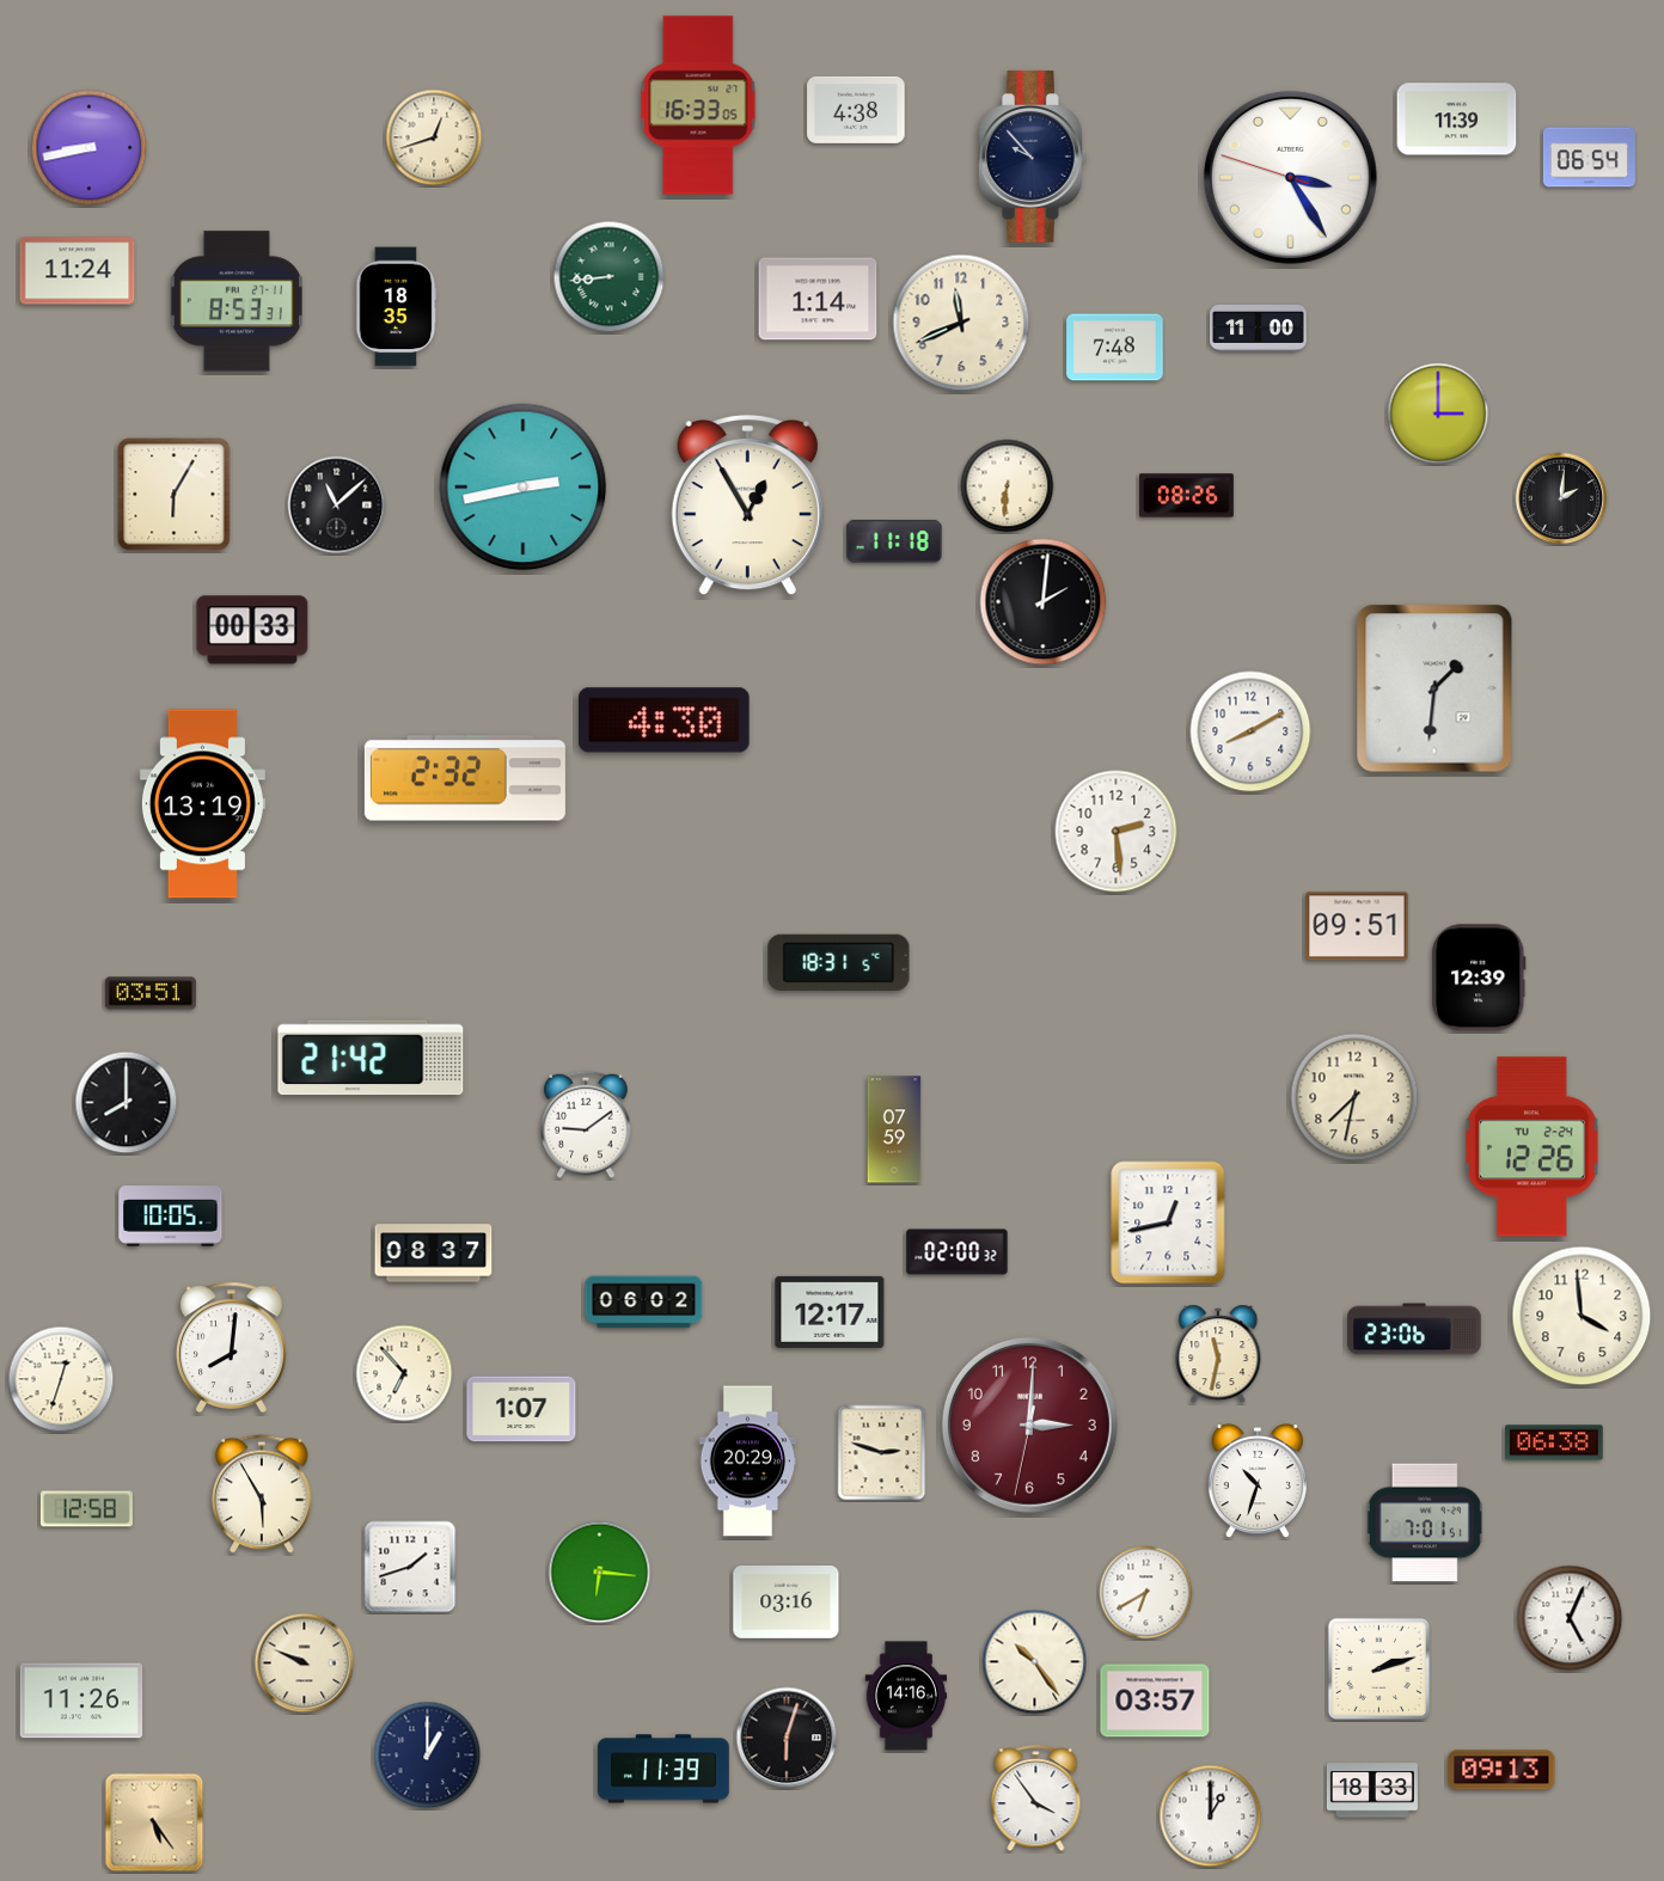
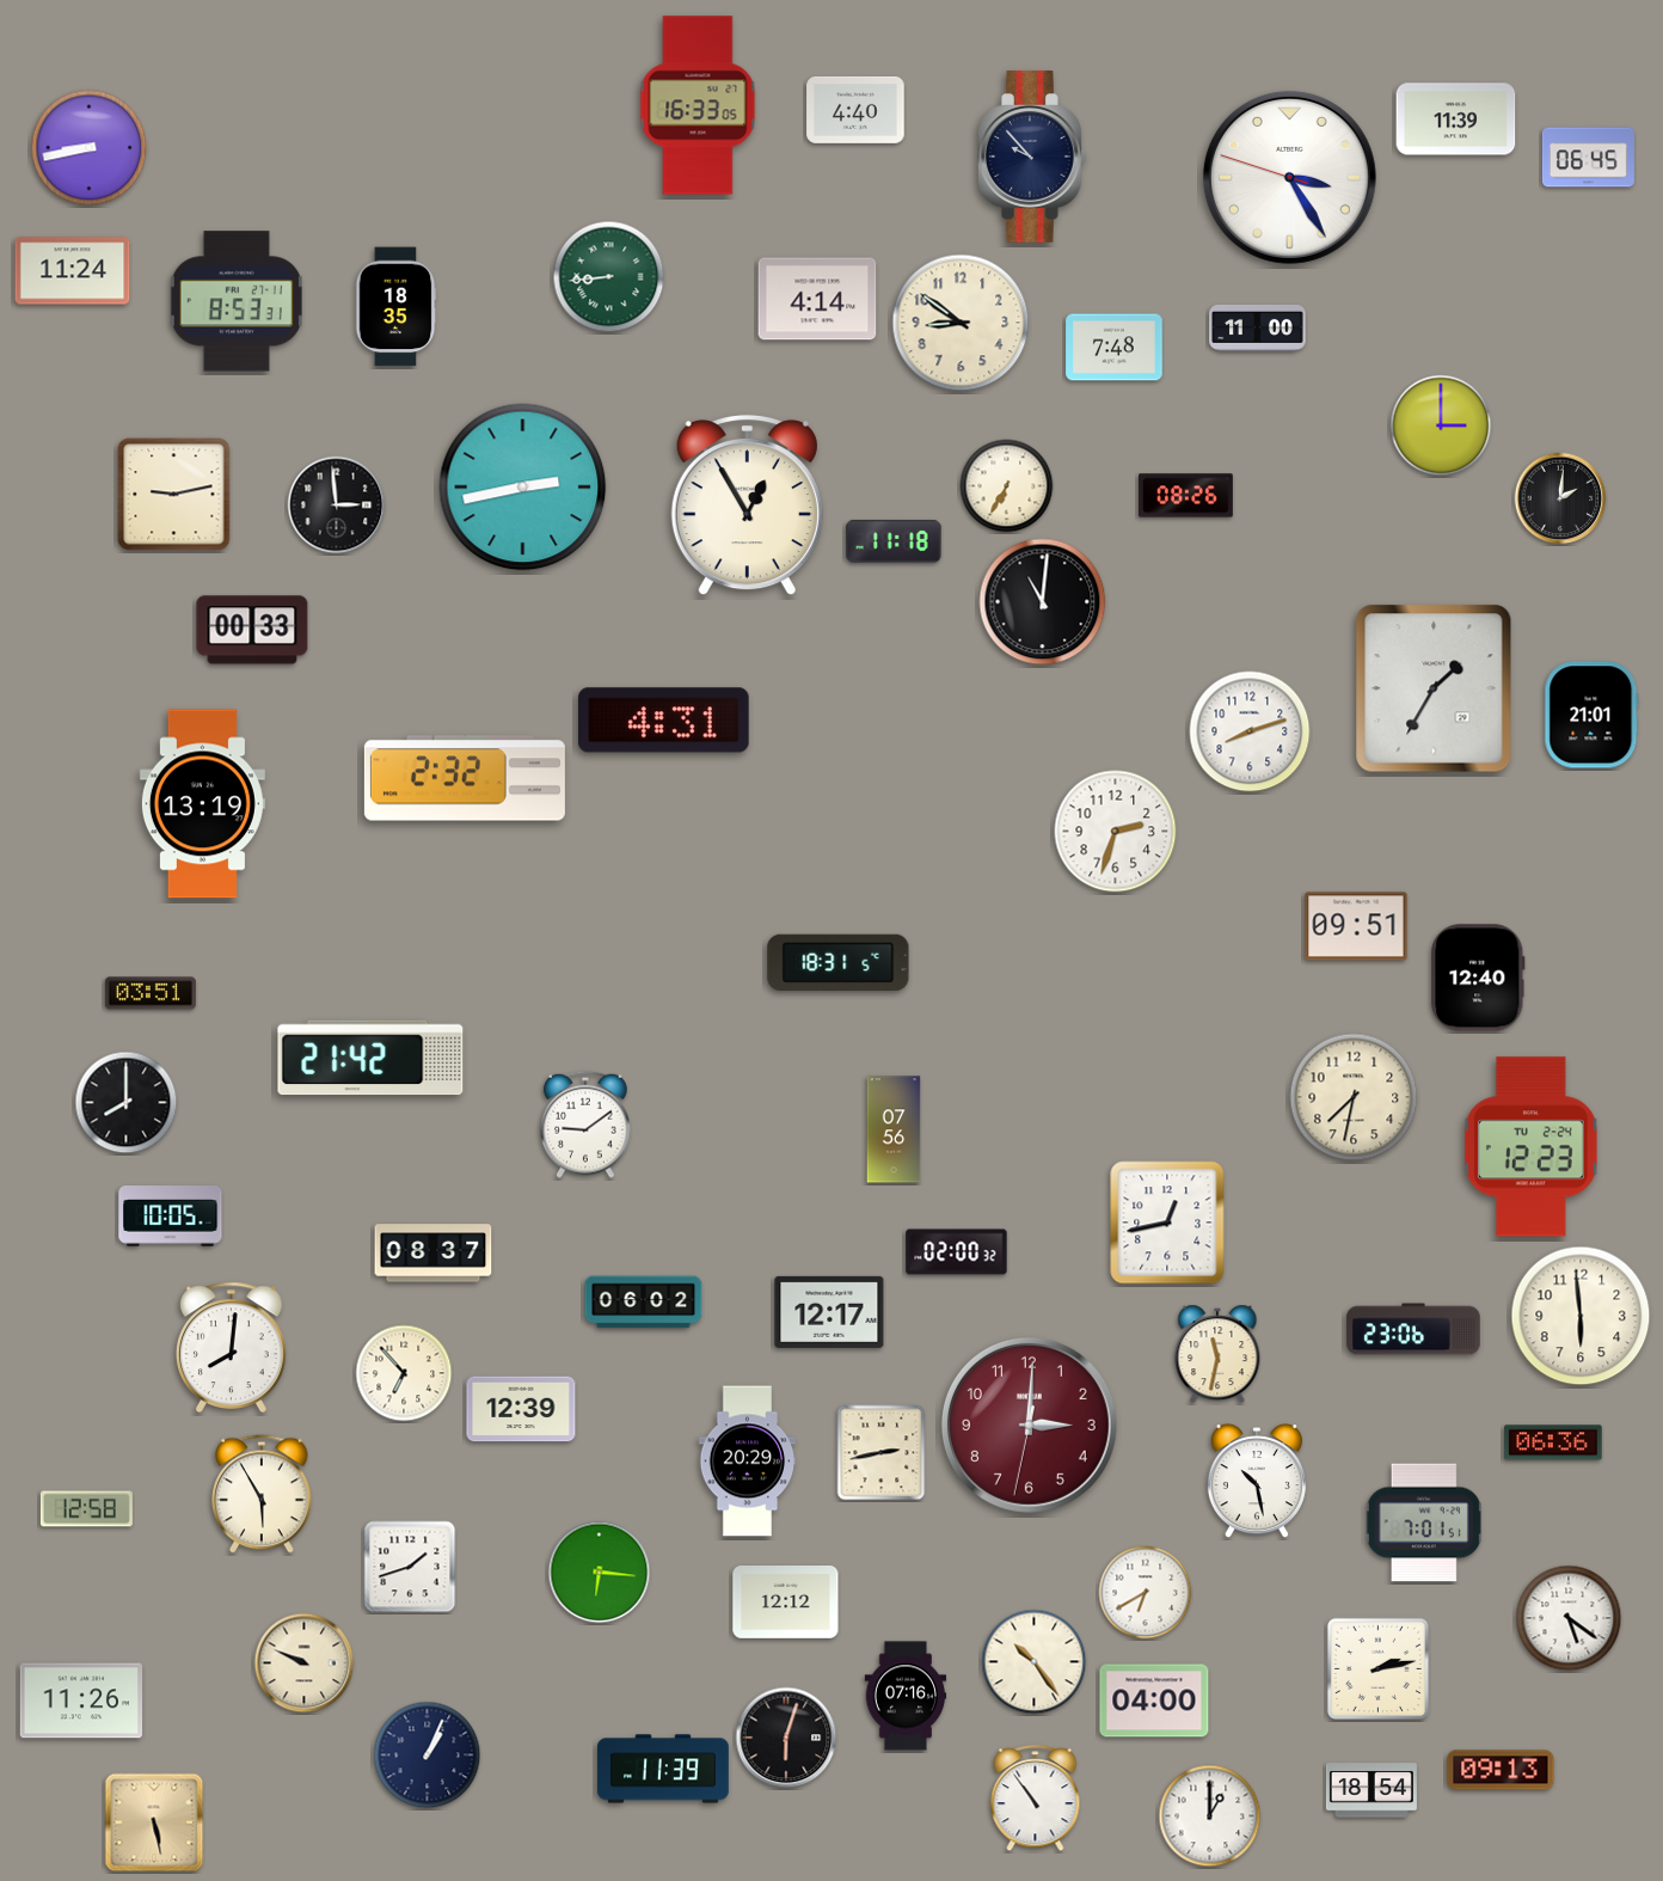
clock at (856, 110): 4:38 -> 4:40
clock at (434, 137): 12:42 -> none
clock at (1589, 158): 06:54 -> 06:45
clock at (78, 271) position: (78, 271) -> (73, 271)
clock at (818, 299): 1:14 -> 4:14
clock at (961, 323): 11:41 -> 8:51
clock at (1438, 413) position: (1438, 413) -> (1441, 425)
clock at (1008, 486): 6:31 -> 6:35
clock at (175, 495): 6:05 -> 9:13
clock at (337, 506): 11:08 -> 2:59
clock at (1044, 602): 2:01 -> 11:01
clock at (1434, 688): 1:31 -> 1:35
clock at (1591, 715): none -> 21:01
clock at (665, 721): 4:30 -> 4:31
clock at (1250, 731): 8:10 -> 8:12
clock at (1117, 832): 2:29 -> 2:33
clock at (1479, 978): 12:39 -> 12:40
clock at (894, 1129): 07:59 -> 07:56
clock at (1531, 1147): 12:26 -> 12:23
clock at (1582, 1316): 3:59 -> 5:59
clock at (61, 1379): 12:33 -> none
clock at (521, 1409): 1:07 -> 12:39
clock at (1554, 1442): 06:38 -> 06:36
clock at (882, 1453): 2:48 -> 2:43
clock at (1258, 1482): 10:33 -> 10:28
clock at (787, 1603): 03:16 -> 12:12
clock at (1570, 1618): 5:04 -> 5:21
clock at (1378, 1668): 2:12 -> 2:13
clock at (906, 1696): 14:16 -> 07:16
clock at (1155, 1701): 03:57 -> 04:00
clock at (428, 1756): 1:00 -> 1:04
clock at (1372, 1790): 18:33 -> 18:54
clock at (1036, 1799): 3:54 -> 10:54
clock at (154, 1822): 5:24 -> 5:28
